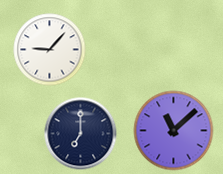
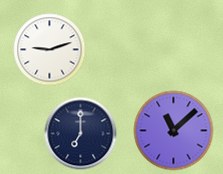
clock at (50, 50): 9:07 -> 9:12
